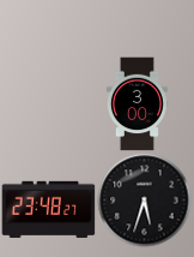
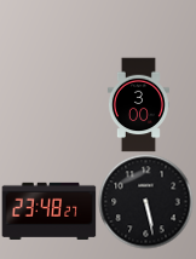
clock at (144, 199): 5:33 -> 5:28
